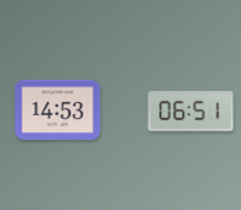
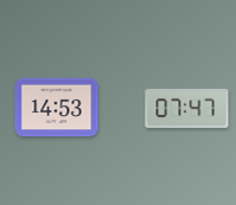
clock at (191, 110): 06:51 -> 07:47
